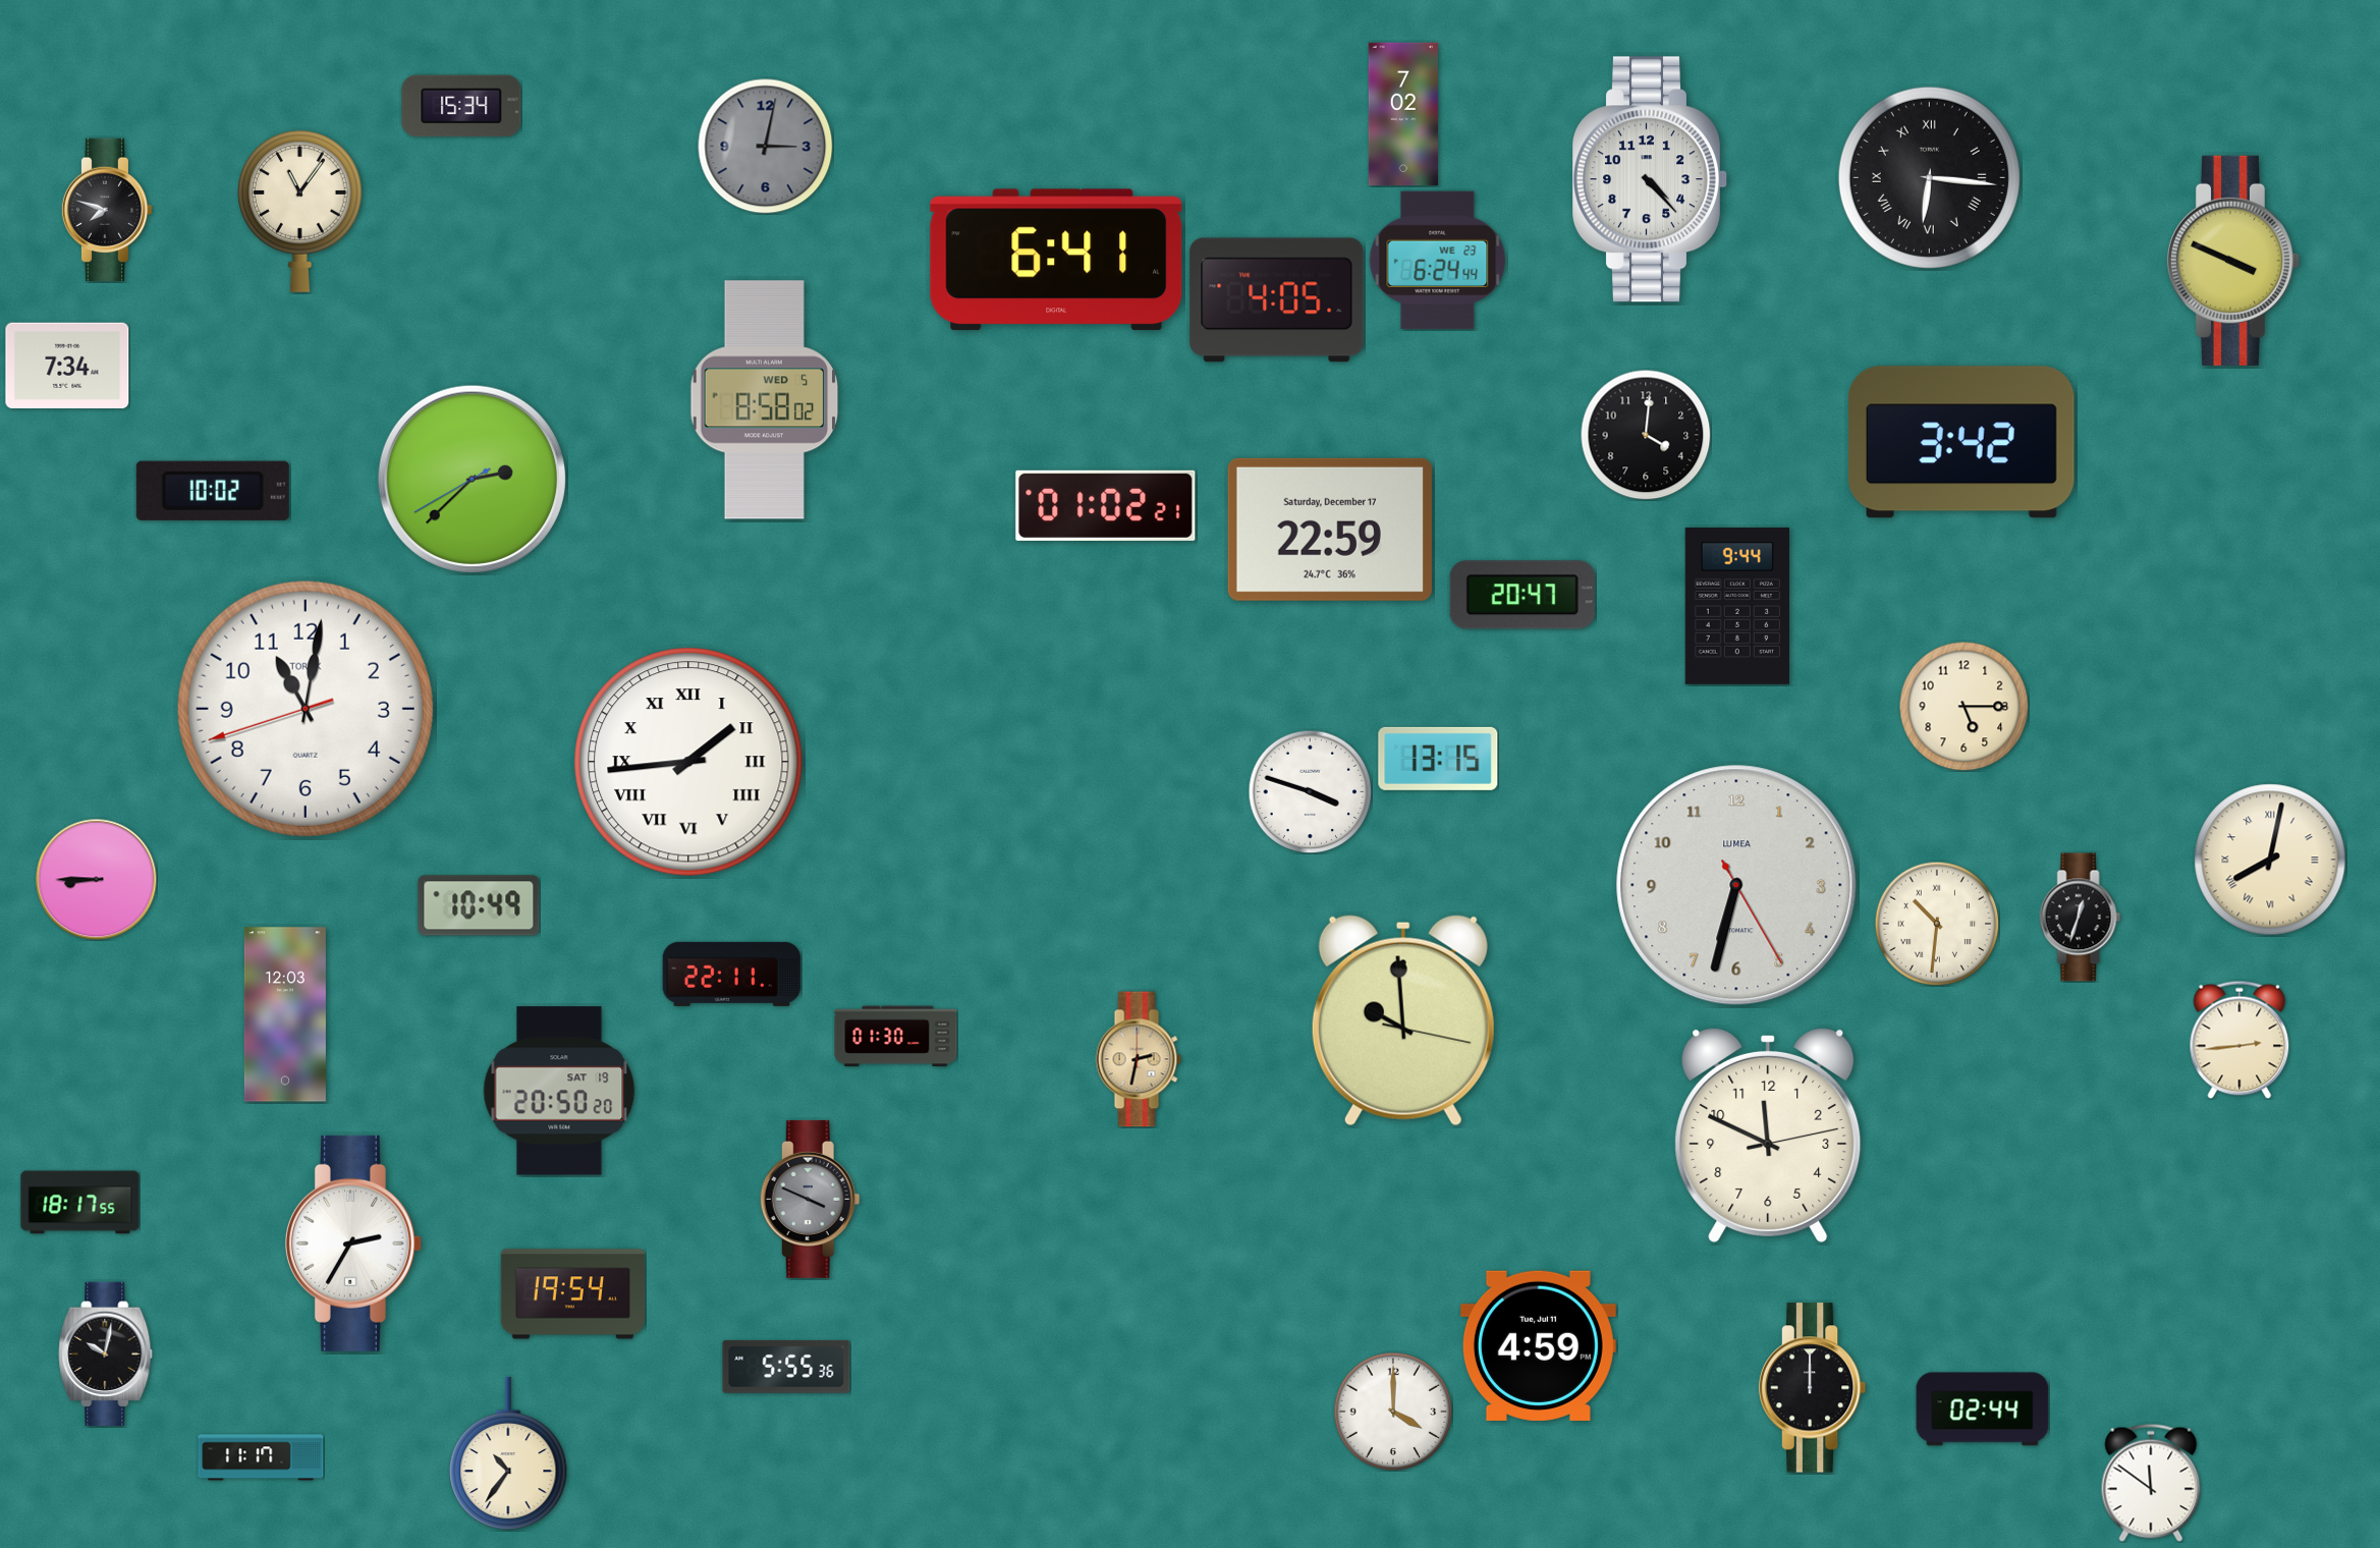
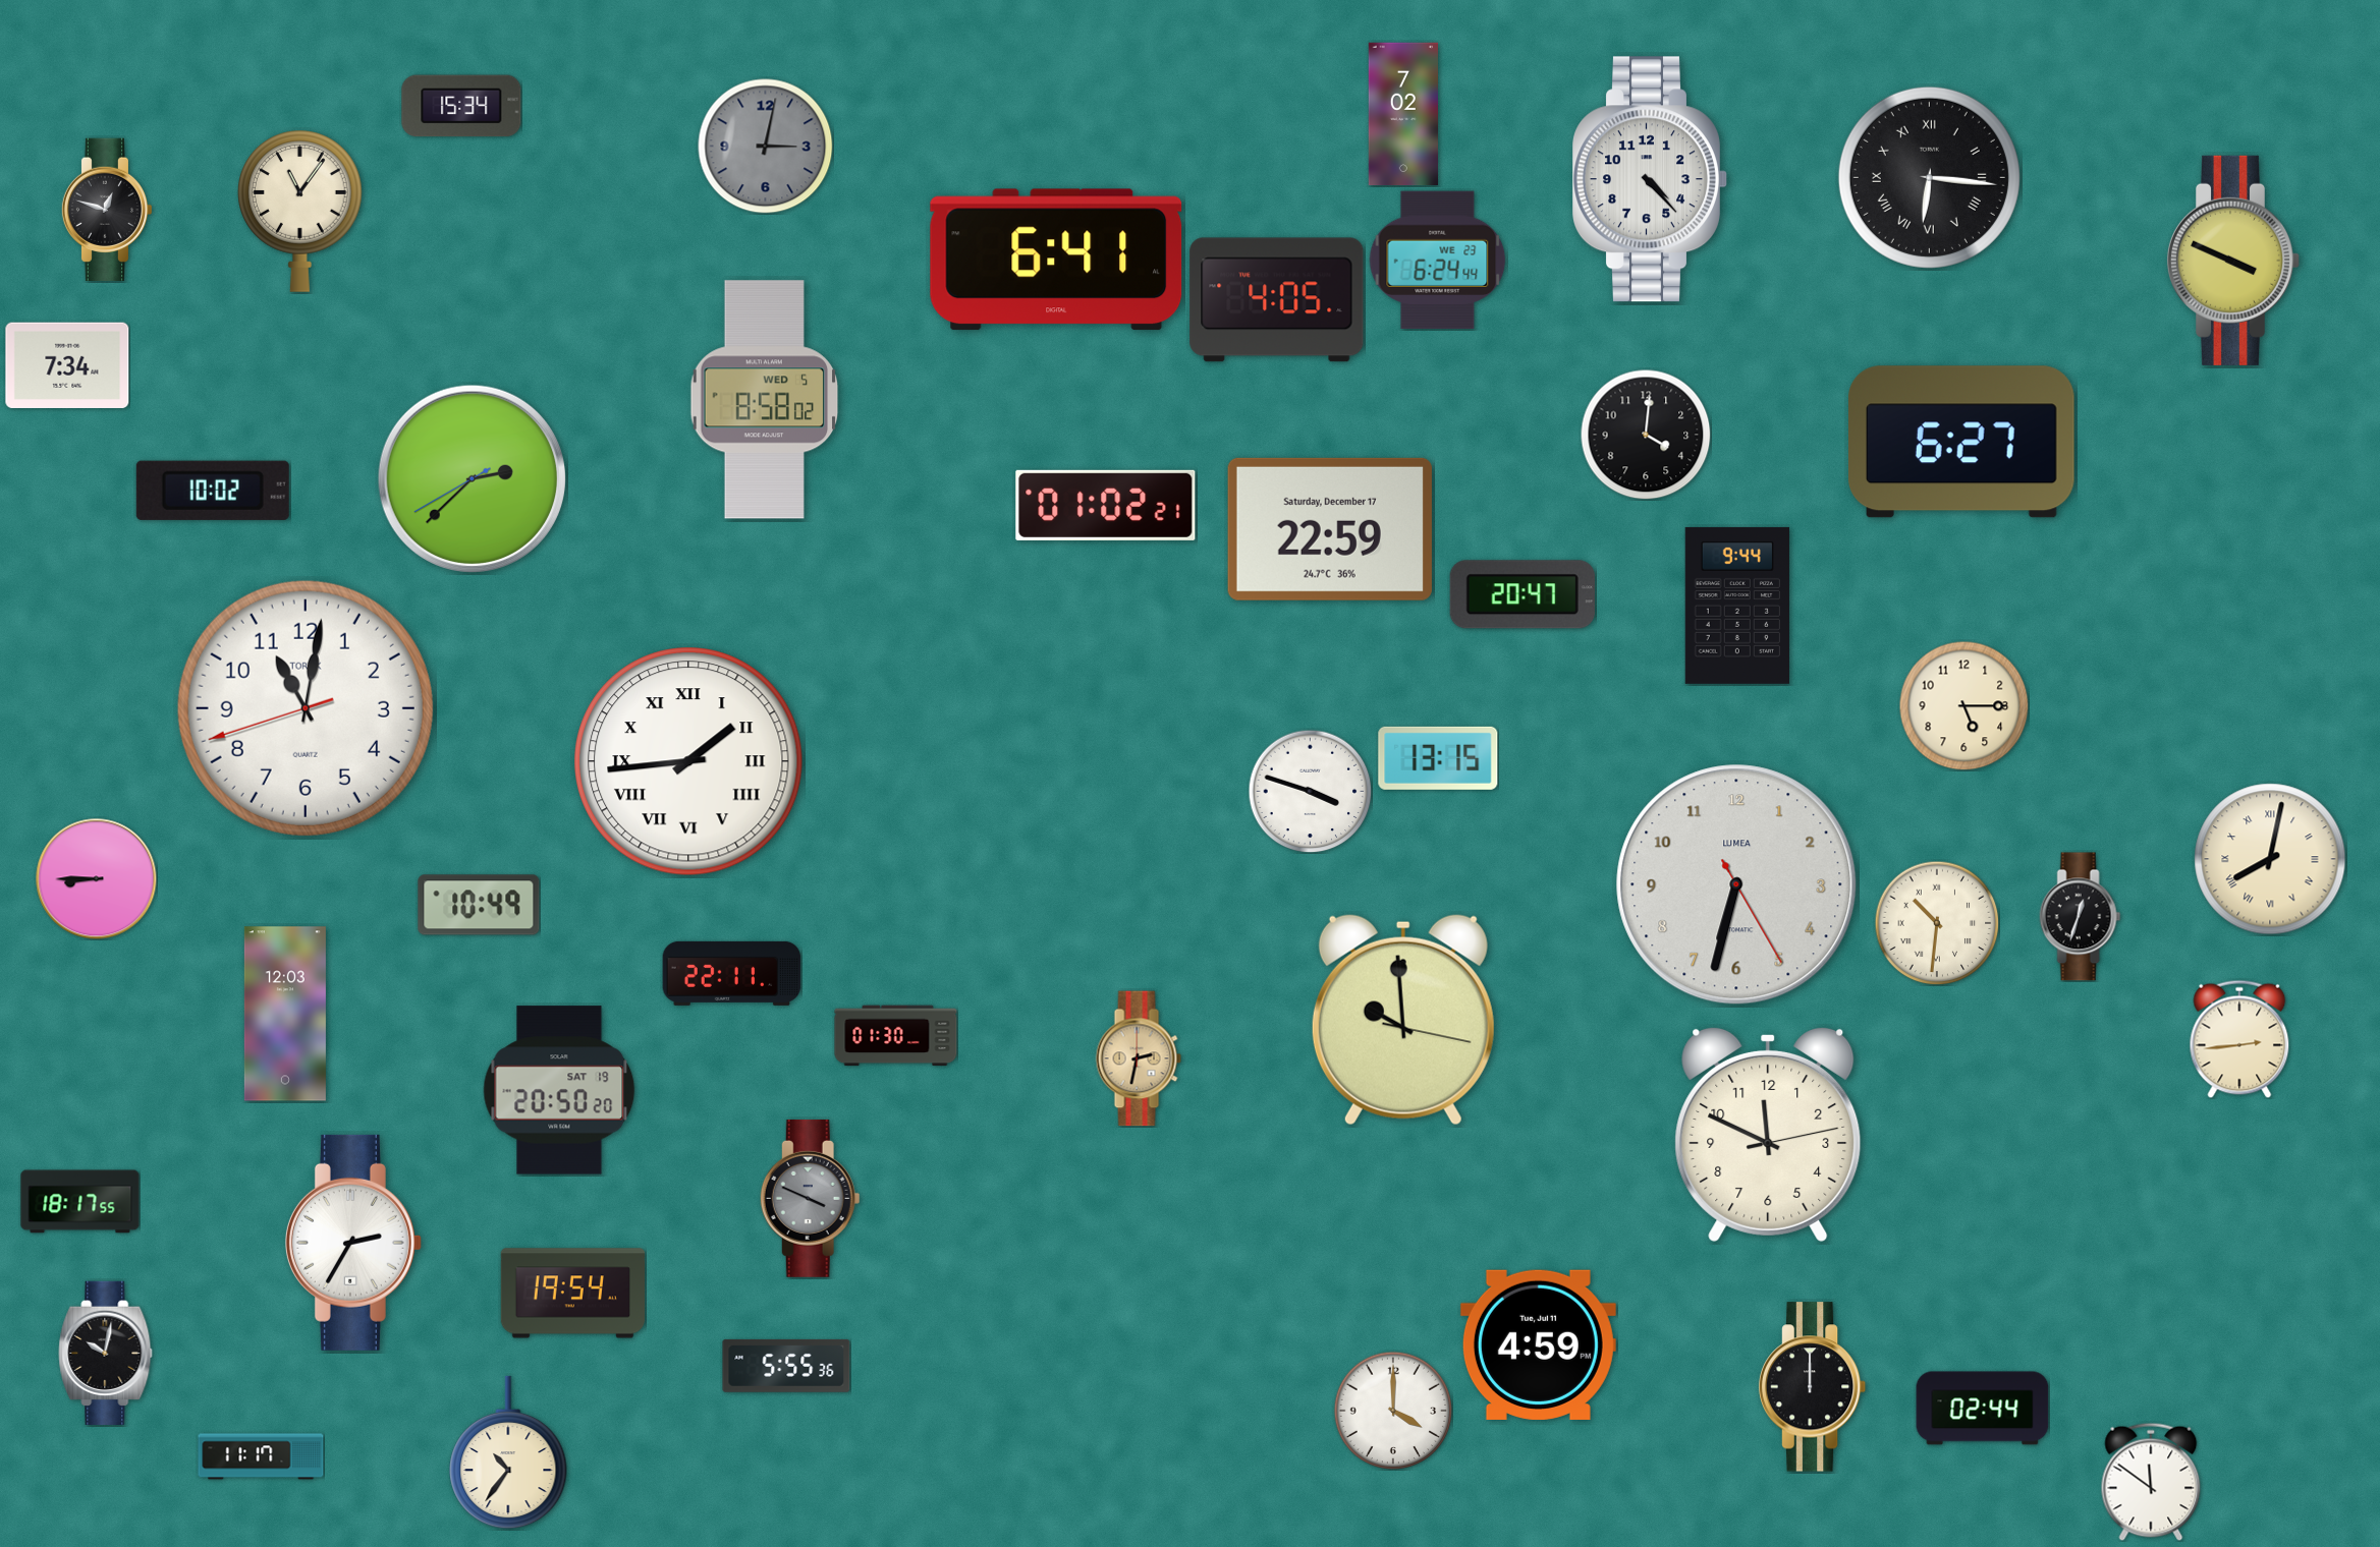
clock at (107, 210): 7:48 -> 12:48
clock at (1961, 442): 3:42 -> 6:27
